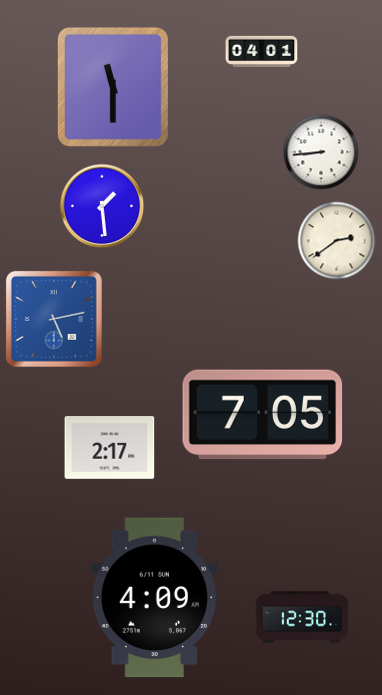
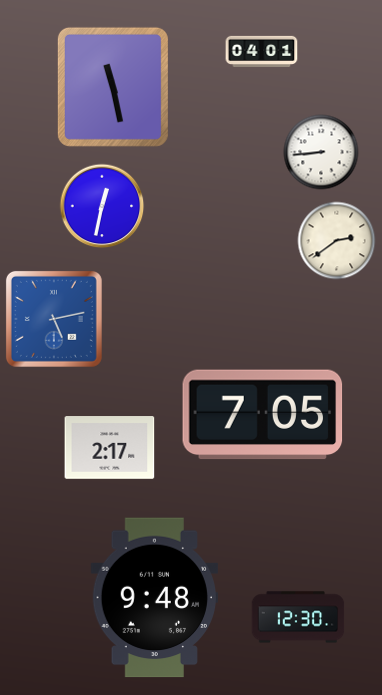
clock at (113, 87): 11:30 -> 11:28
clock at (102, 206): 1:29 -> 12:32
clock at (154, 598): 4:09 -> 9:48
clock at (302, 617) position: (302, 617) -> (298, 617)
